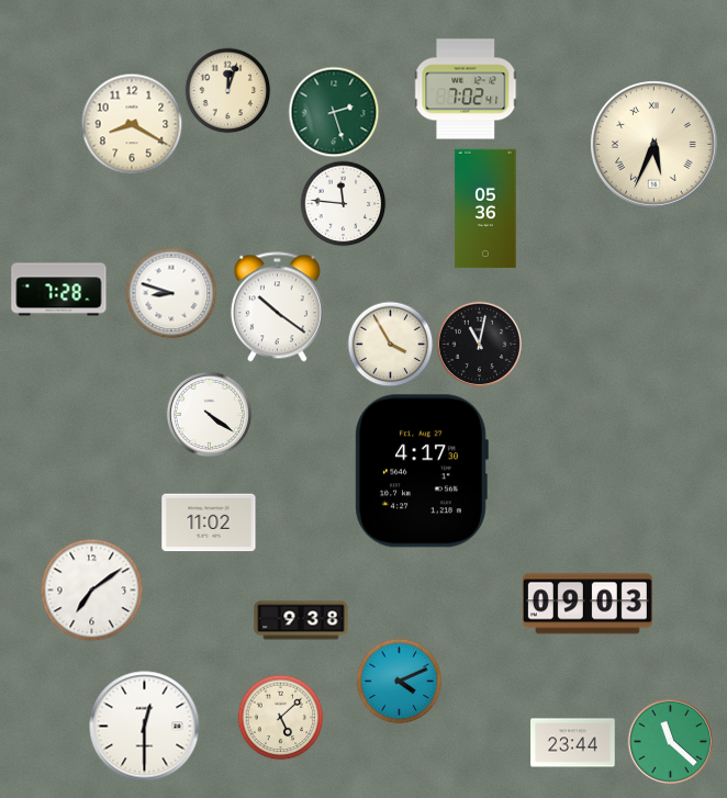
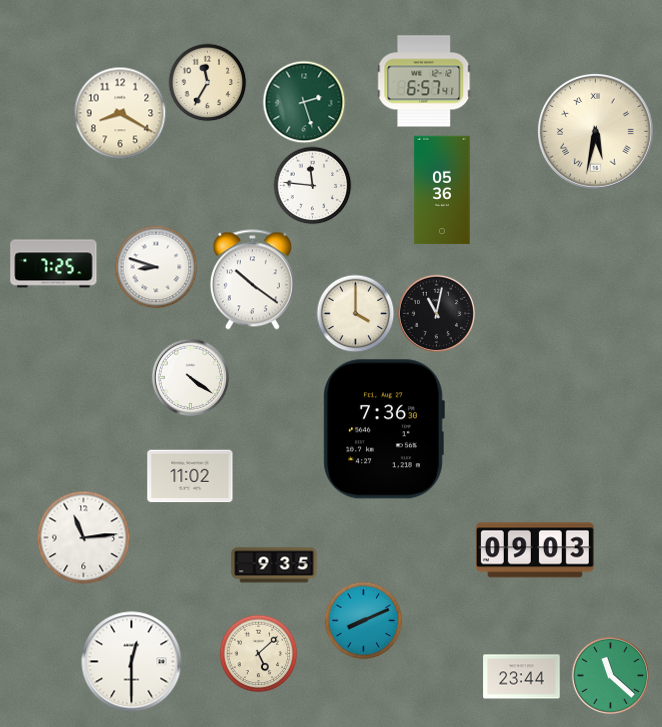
clock at (466, 89): 7:02 -> 6:57
clock at (227, 90): 12:03 -> 11:35
clock at (653, 144): 5:34 -> 5:32
clock at (59, 290): 7:28 -> 7:25
clock at (390, 344): 3:55 -> 4:00
clock at (422, 471): 4:17 -> 7:36
clock at (91, 589): 7:09 -> 11:14
clock at (301, 620): 9:38 -> 9:35
clock at (399, 681): 4:11 -> 8:11
clock at (280, 717) position: (280, 717) -> (258, 653)
